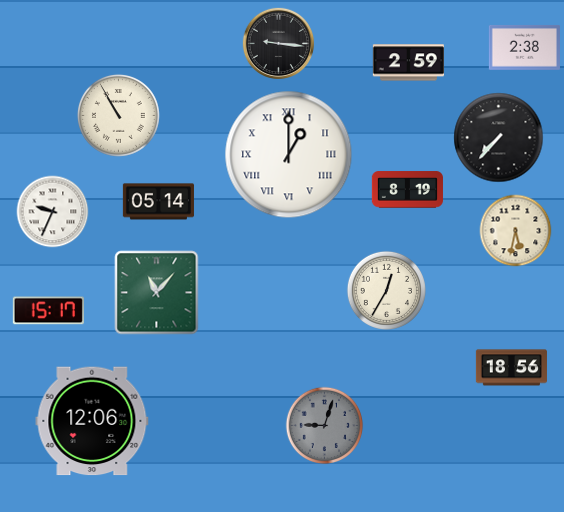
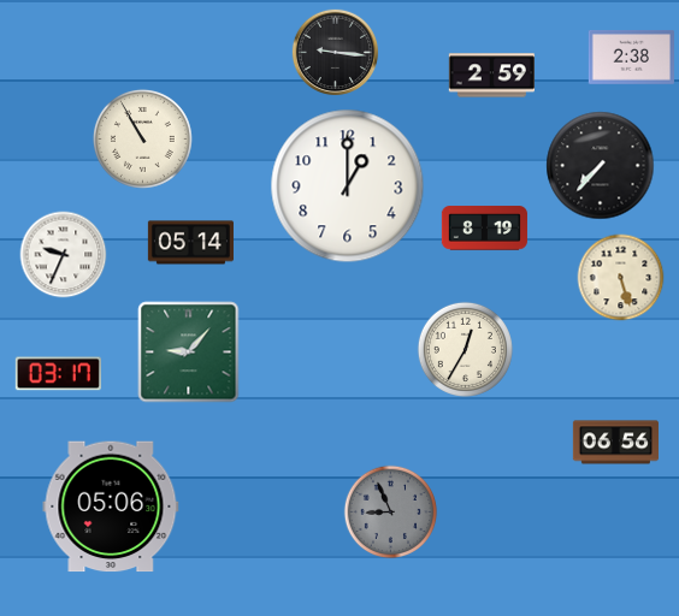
clock at (289, 155) numerals: Roman -> Arabic
clock at (407, 190) position: (407, 190) -> (484, 229)
clock at (516, 231): 5:32 -> 5:27
clock at (157, 293): 11:07 -> 9:07
clock at (48, 311): 15:17 -> 03:17
clock at (511, 368): 18:56 -> 06:56
clock at (92, 421): 12:06 -> 05:06
clock at (325, 426): 9:03 -> 8:56
